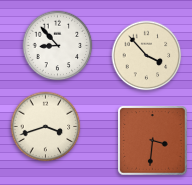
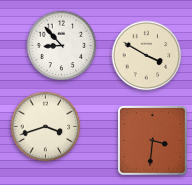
clock at (58, 46) position: (58, 46) -> (62, 46)
clock at (147, 56): 3:53 -> 3:50
